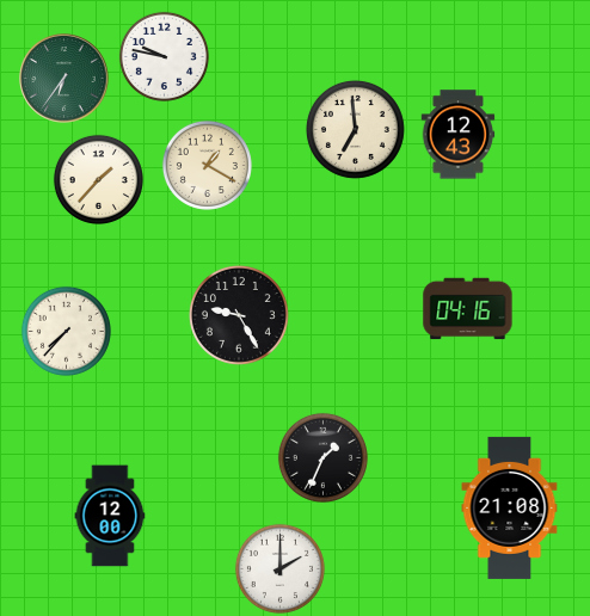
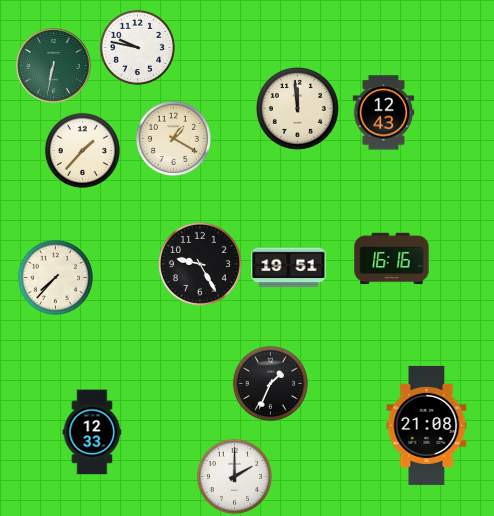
clock at (64, 79): 6:36 -> 6:32
clock at (355, 129): 6:59 -> 11:59
clock at (468, 309): 04:16 -> 16:16
clock at (289, 268): none -> 19:51
clock at (110, 516): 12:00 -> 12:33
